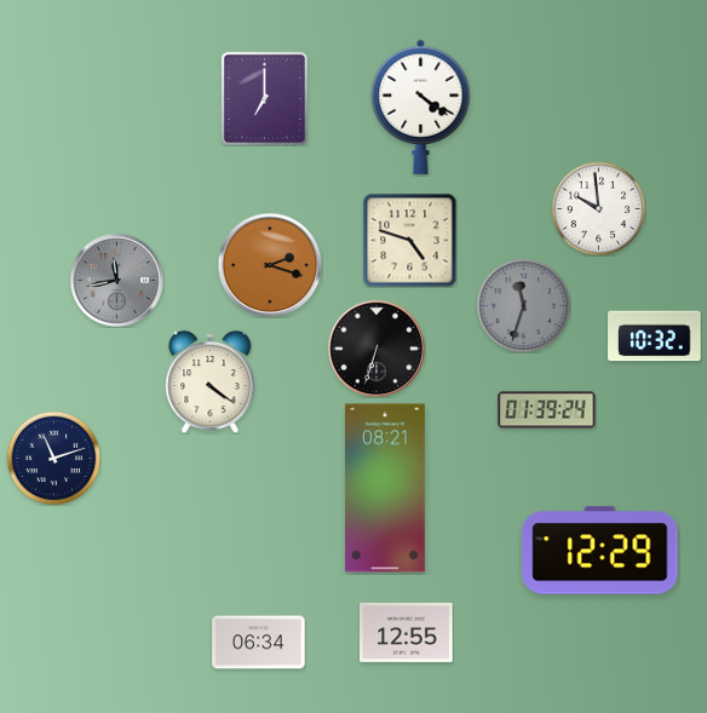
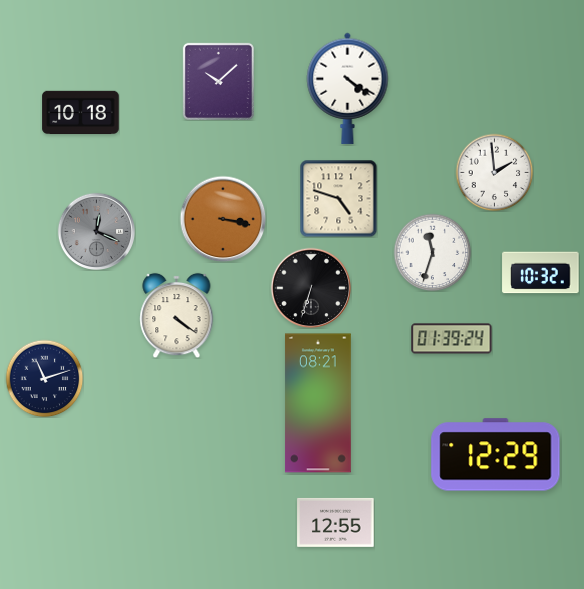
clock at (264, 98): 7:00 -> 10:08
clock at (81, 113): none -> 10:18
clock at (598, 208): 9:59 -> 1:59
clock at (270, 265): 2:18 -> 3:17
clock at (116, 280): 11:43 -> 12:19
clock at (523, 305) dial: grey -> white
clock at (655, 337) position: (655, 337) -> (541, 273)
clock at (211, 381) position: (211, 381) -> (177, 315)
clock at (259, 643): 06:34 -> none
